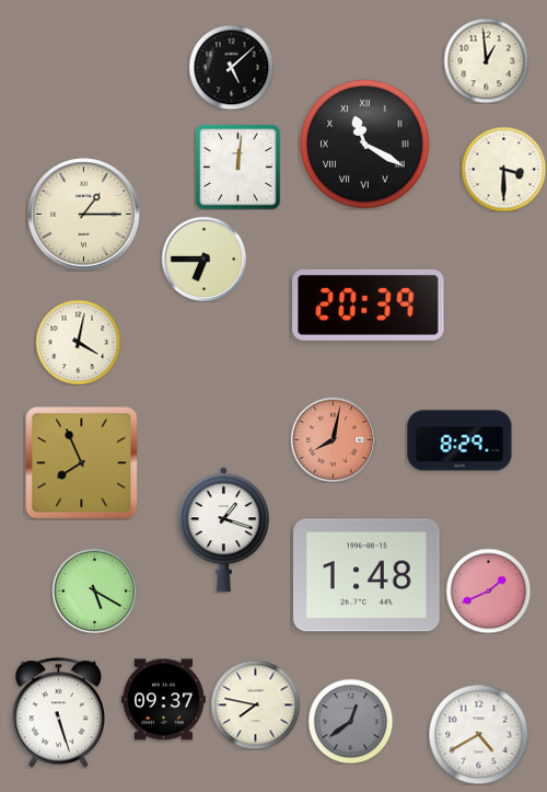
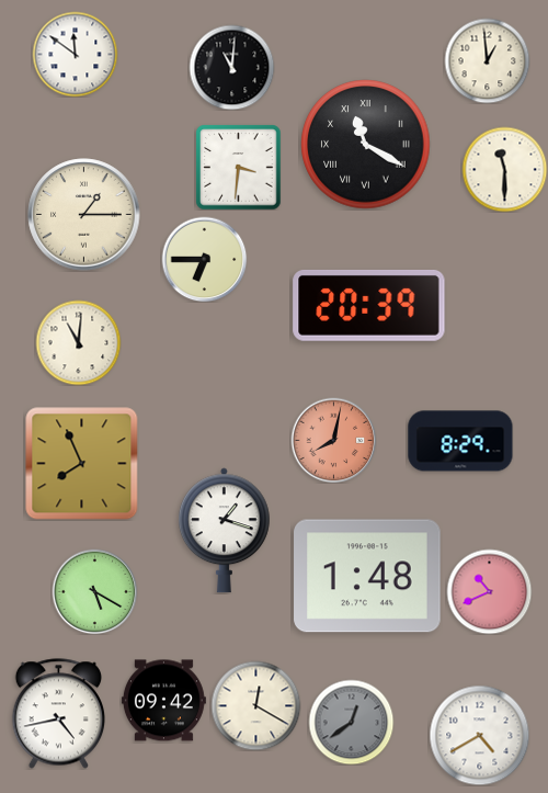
clock at (75, 54): none -> 11:51
clock at (231, 67): 5:08 -> 11:01
clock at (237, 167): 12:01 -> 3:31
clock at (503, 169): 3:30 -> 11:30
clock at (78, 342): 4:02 -> 11:01
clock at (488, 590): 1:41 -> 10:41
clock at (163, 700): 09:37 -> 09:42
clock at (255, 704): 7:47 -> 12:20
clock at (58, 713): 5:27 -> 4:43
